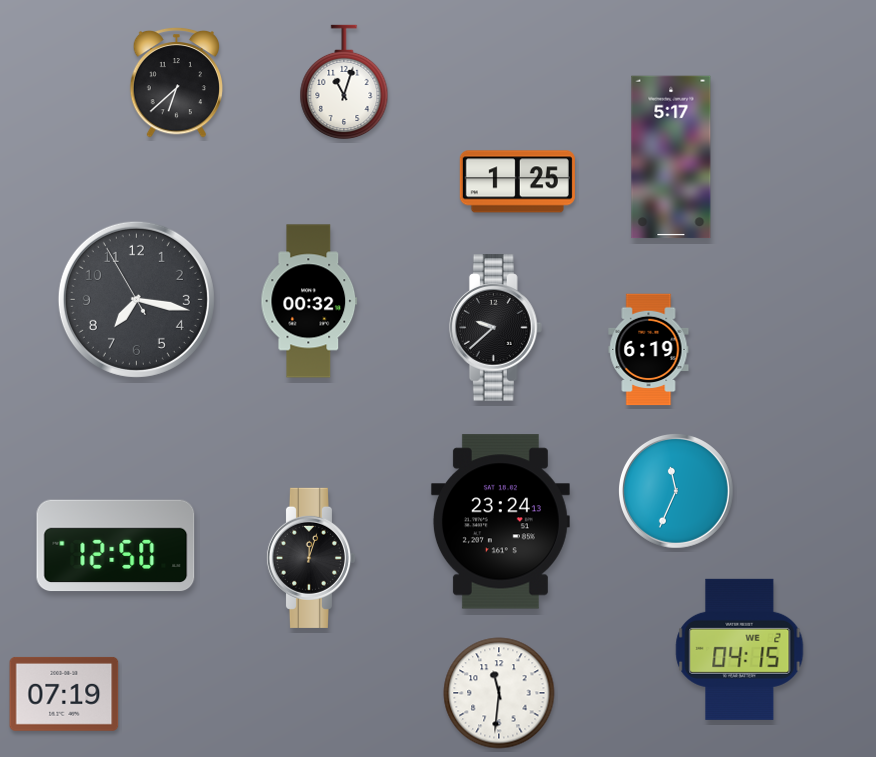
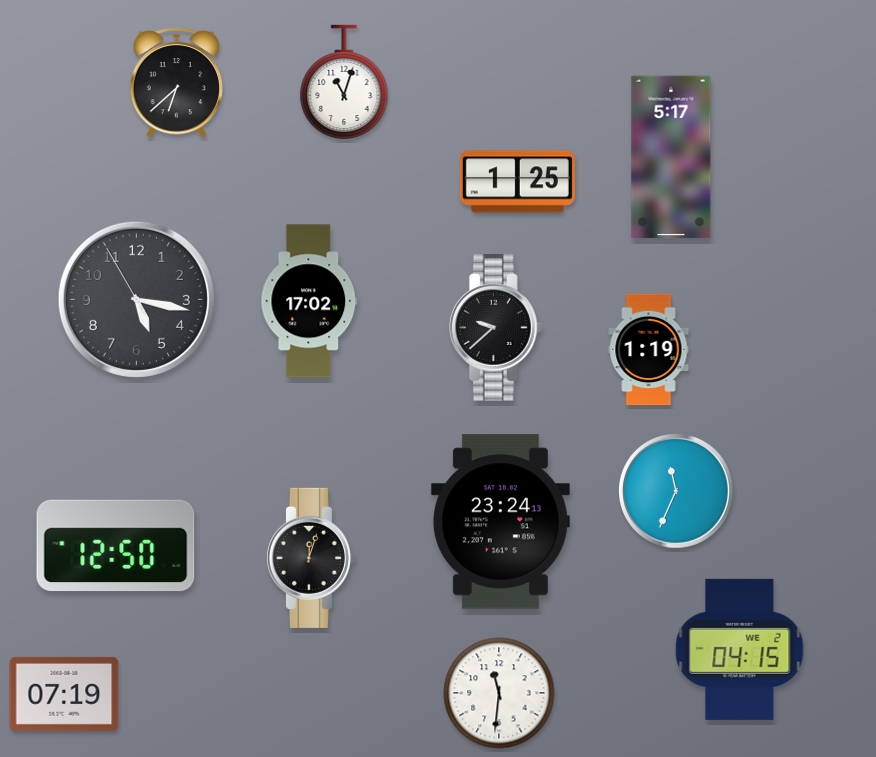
clock at (136, 299): 7:16 -> 5:16
clock at (309, 301): 00:32 -> 17:02
clock at (649, 350): 6:19 -> 1:19
